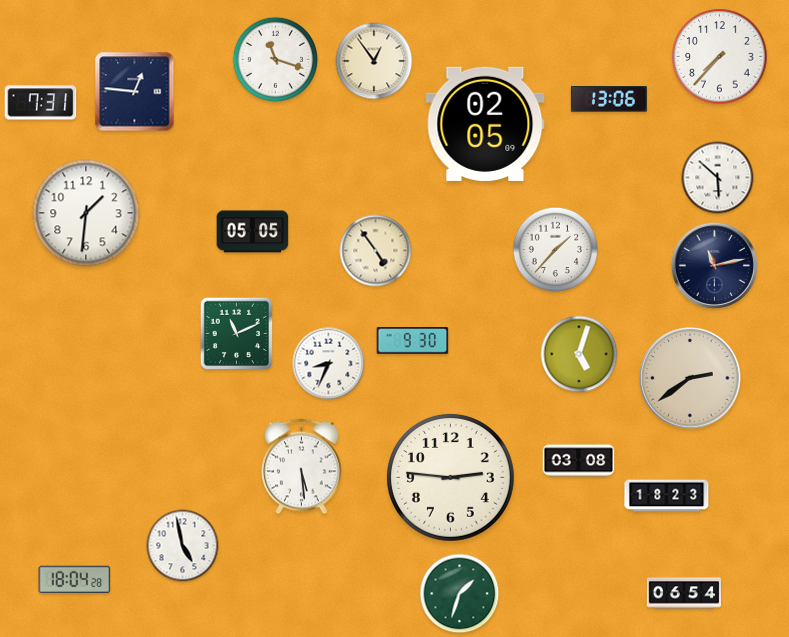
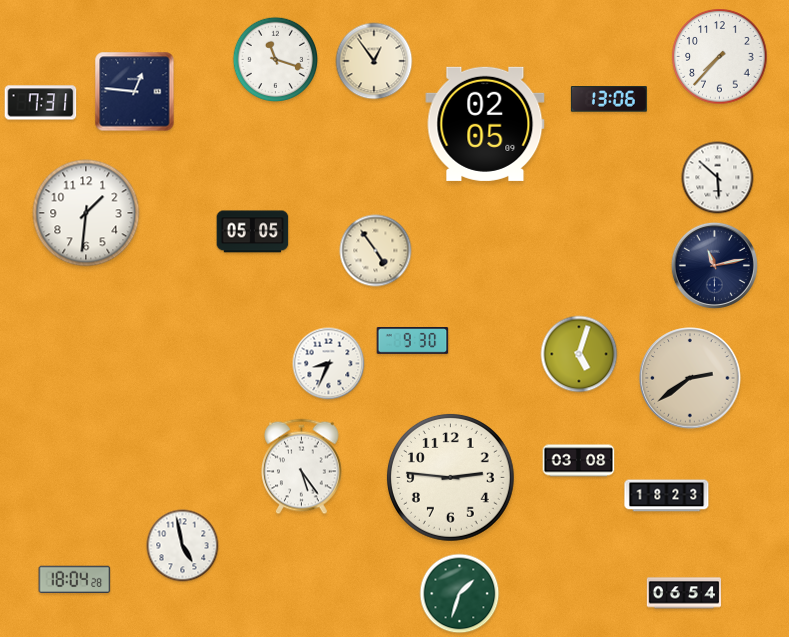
clock at (556, 250): 1:37 -> none
clock at (237, 334): 11:11 -> none
clock at (302, 467): 5:29 -> 5:24
